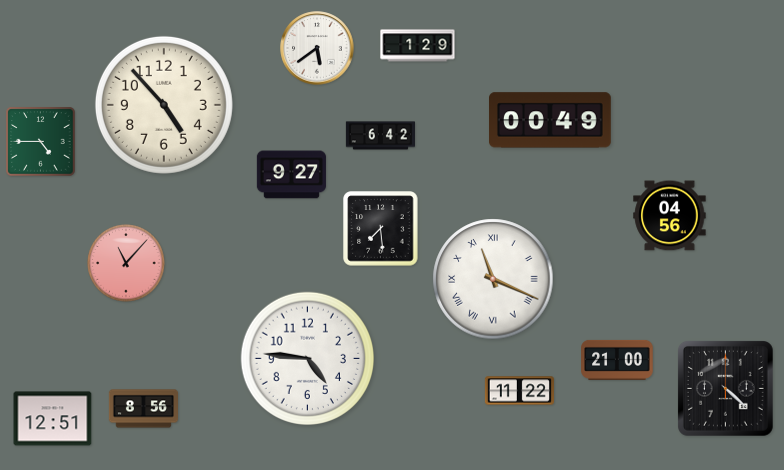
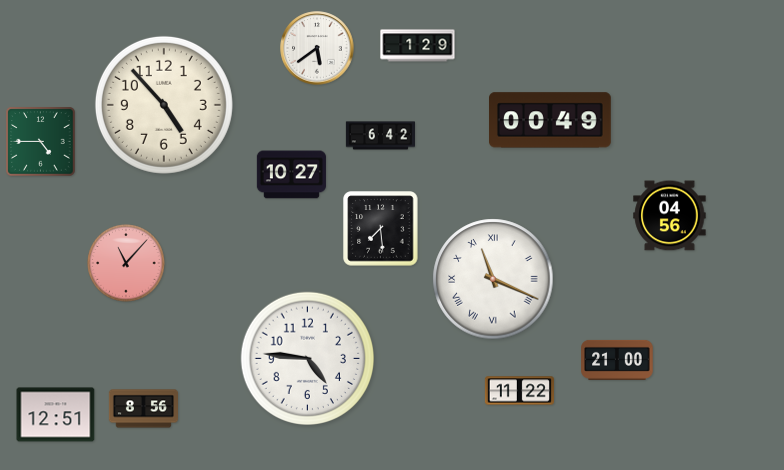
clock at (291, 175): 9:27 -> 10:27
clock at (726, 389): 4:22 -> none
clock at (53, 419) position: (53, 419) -> (56, 415)
